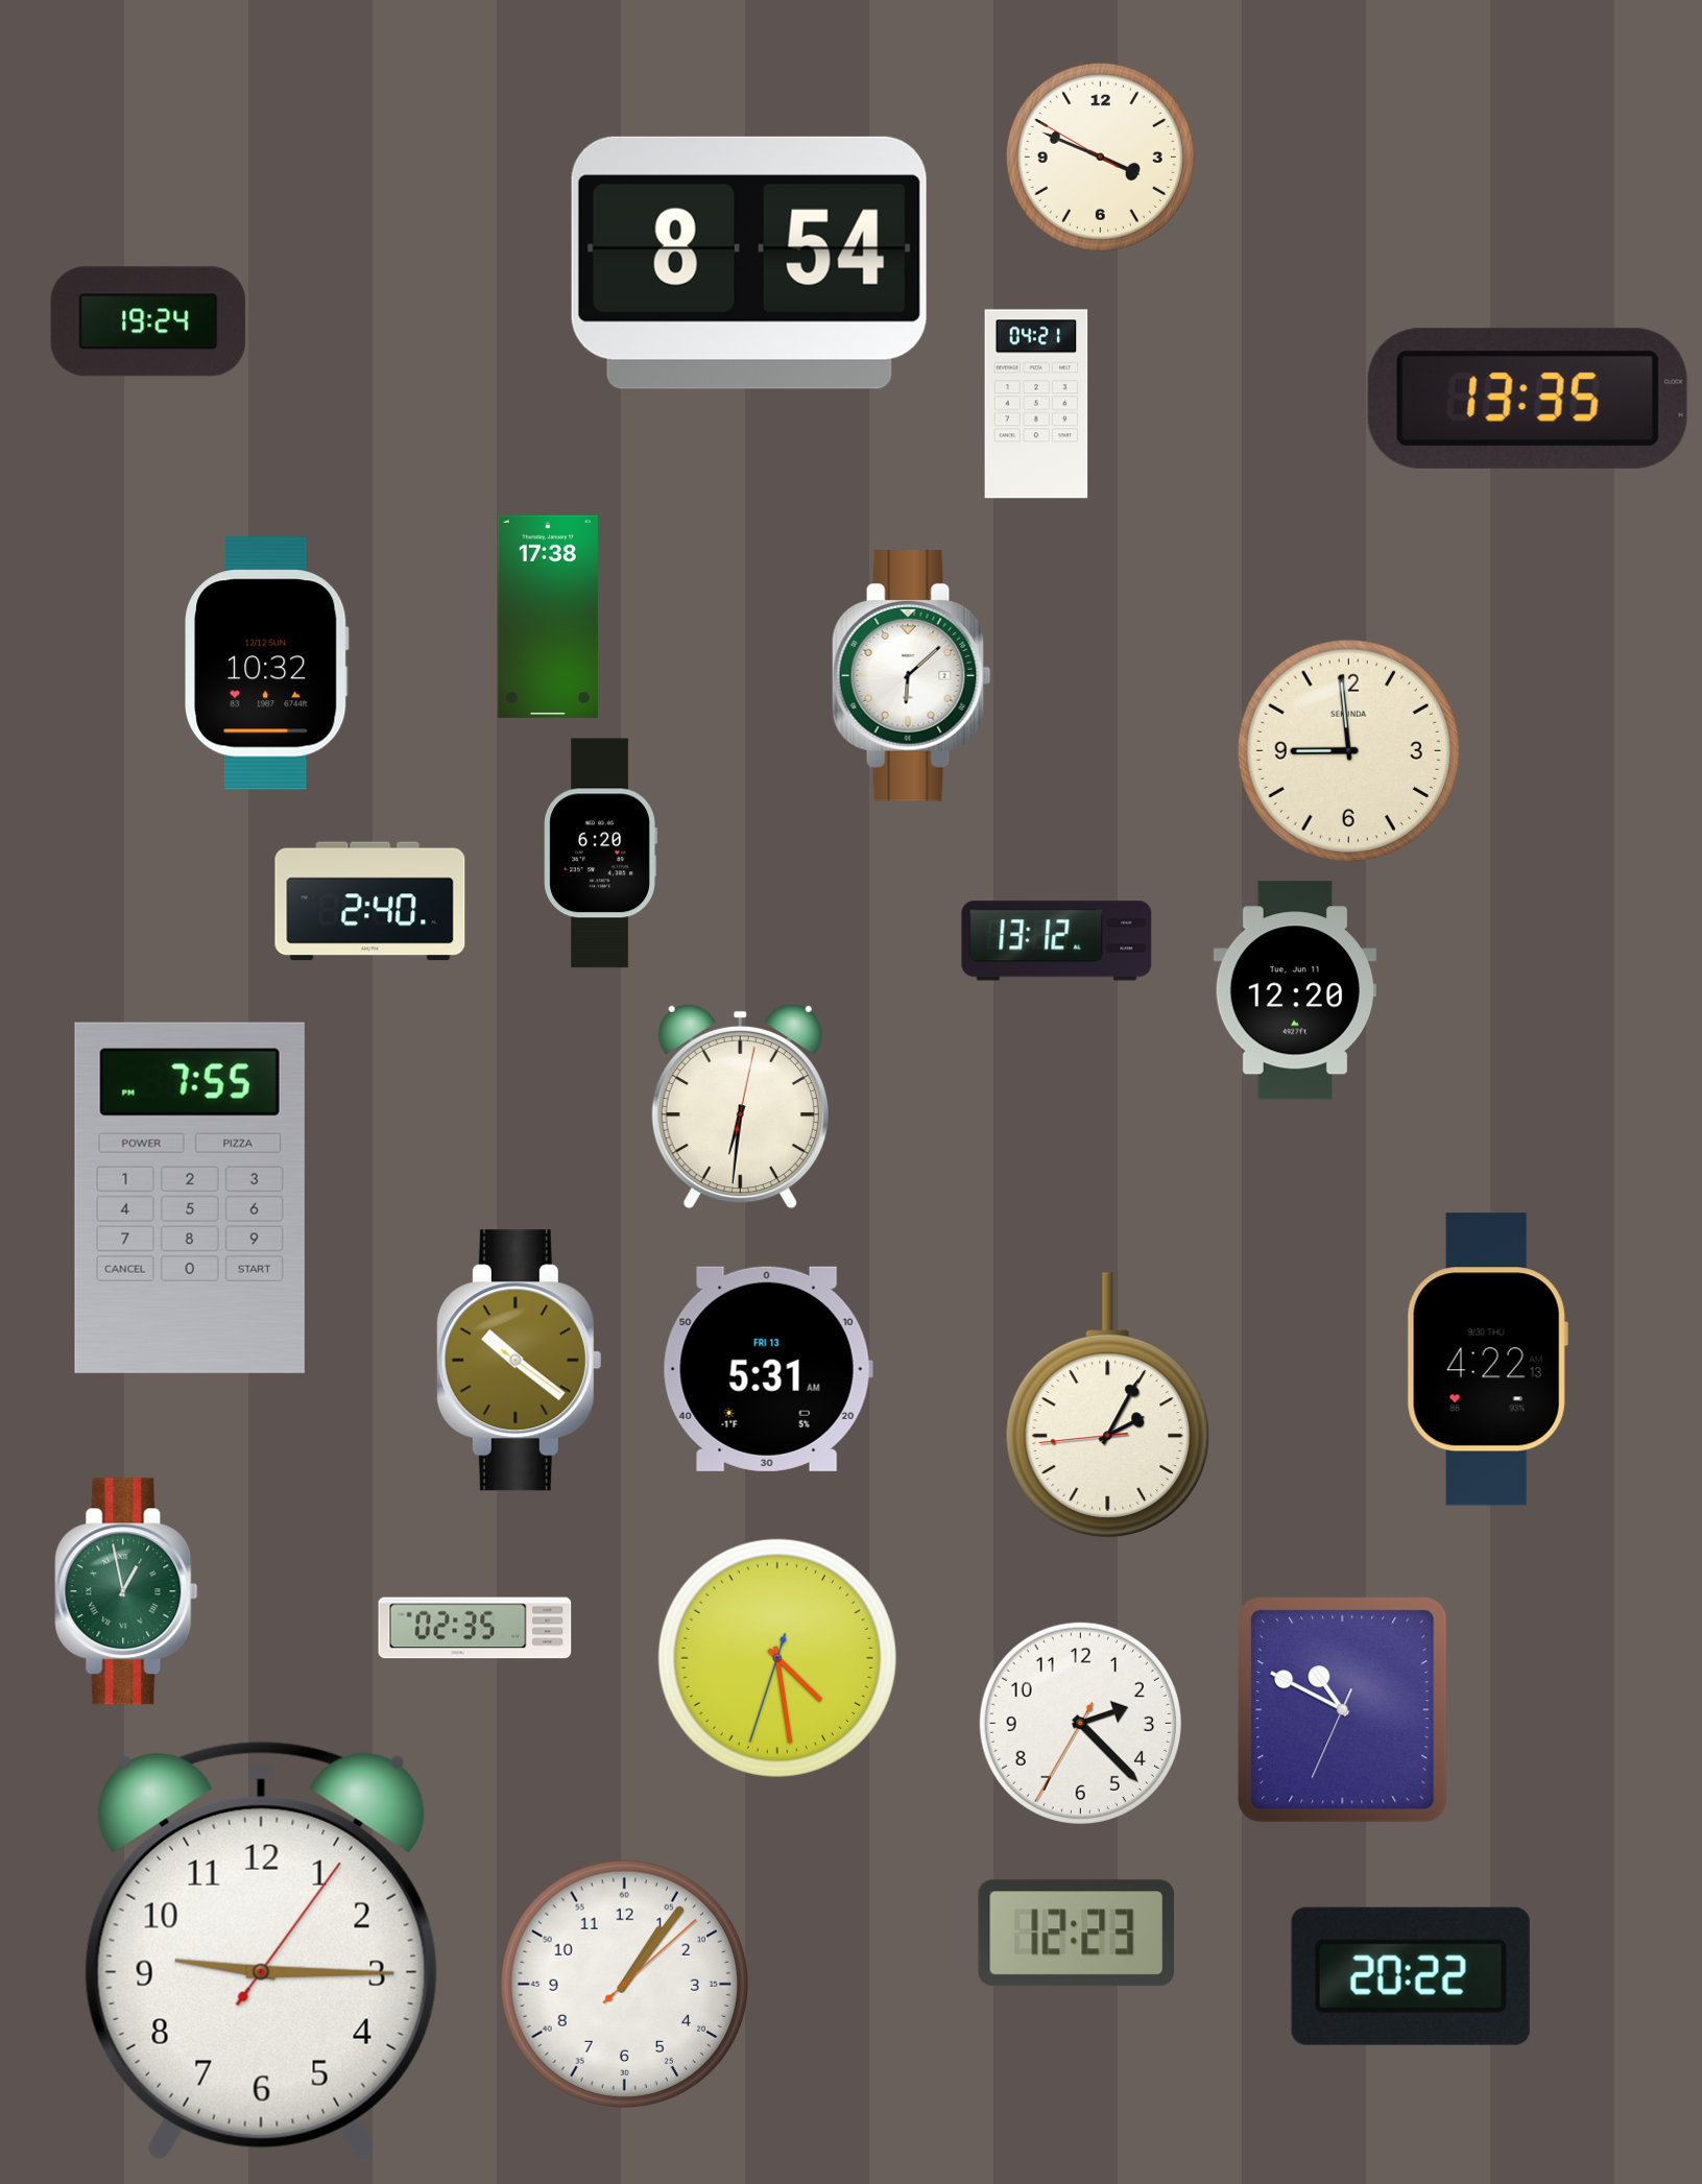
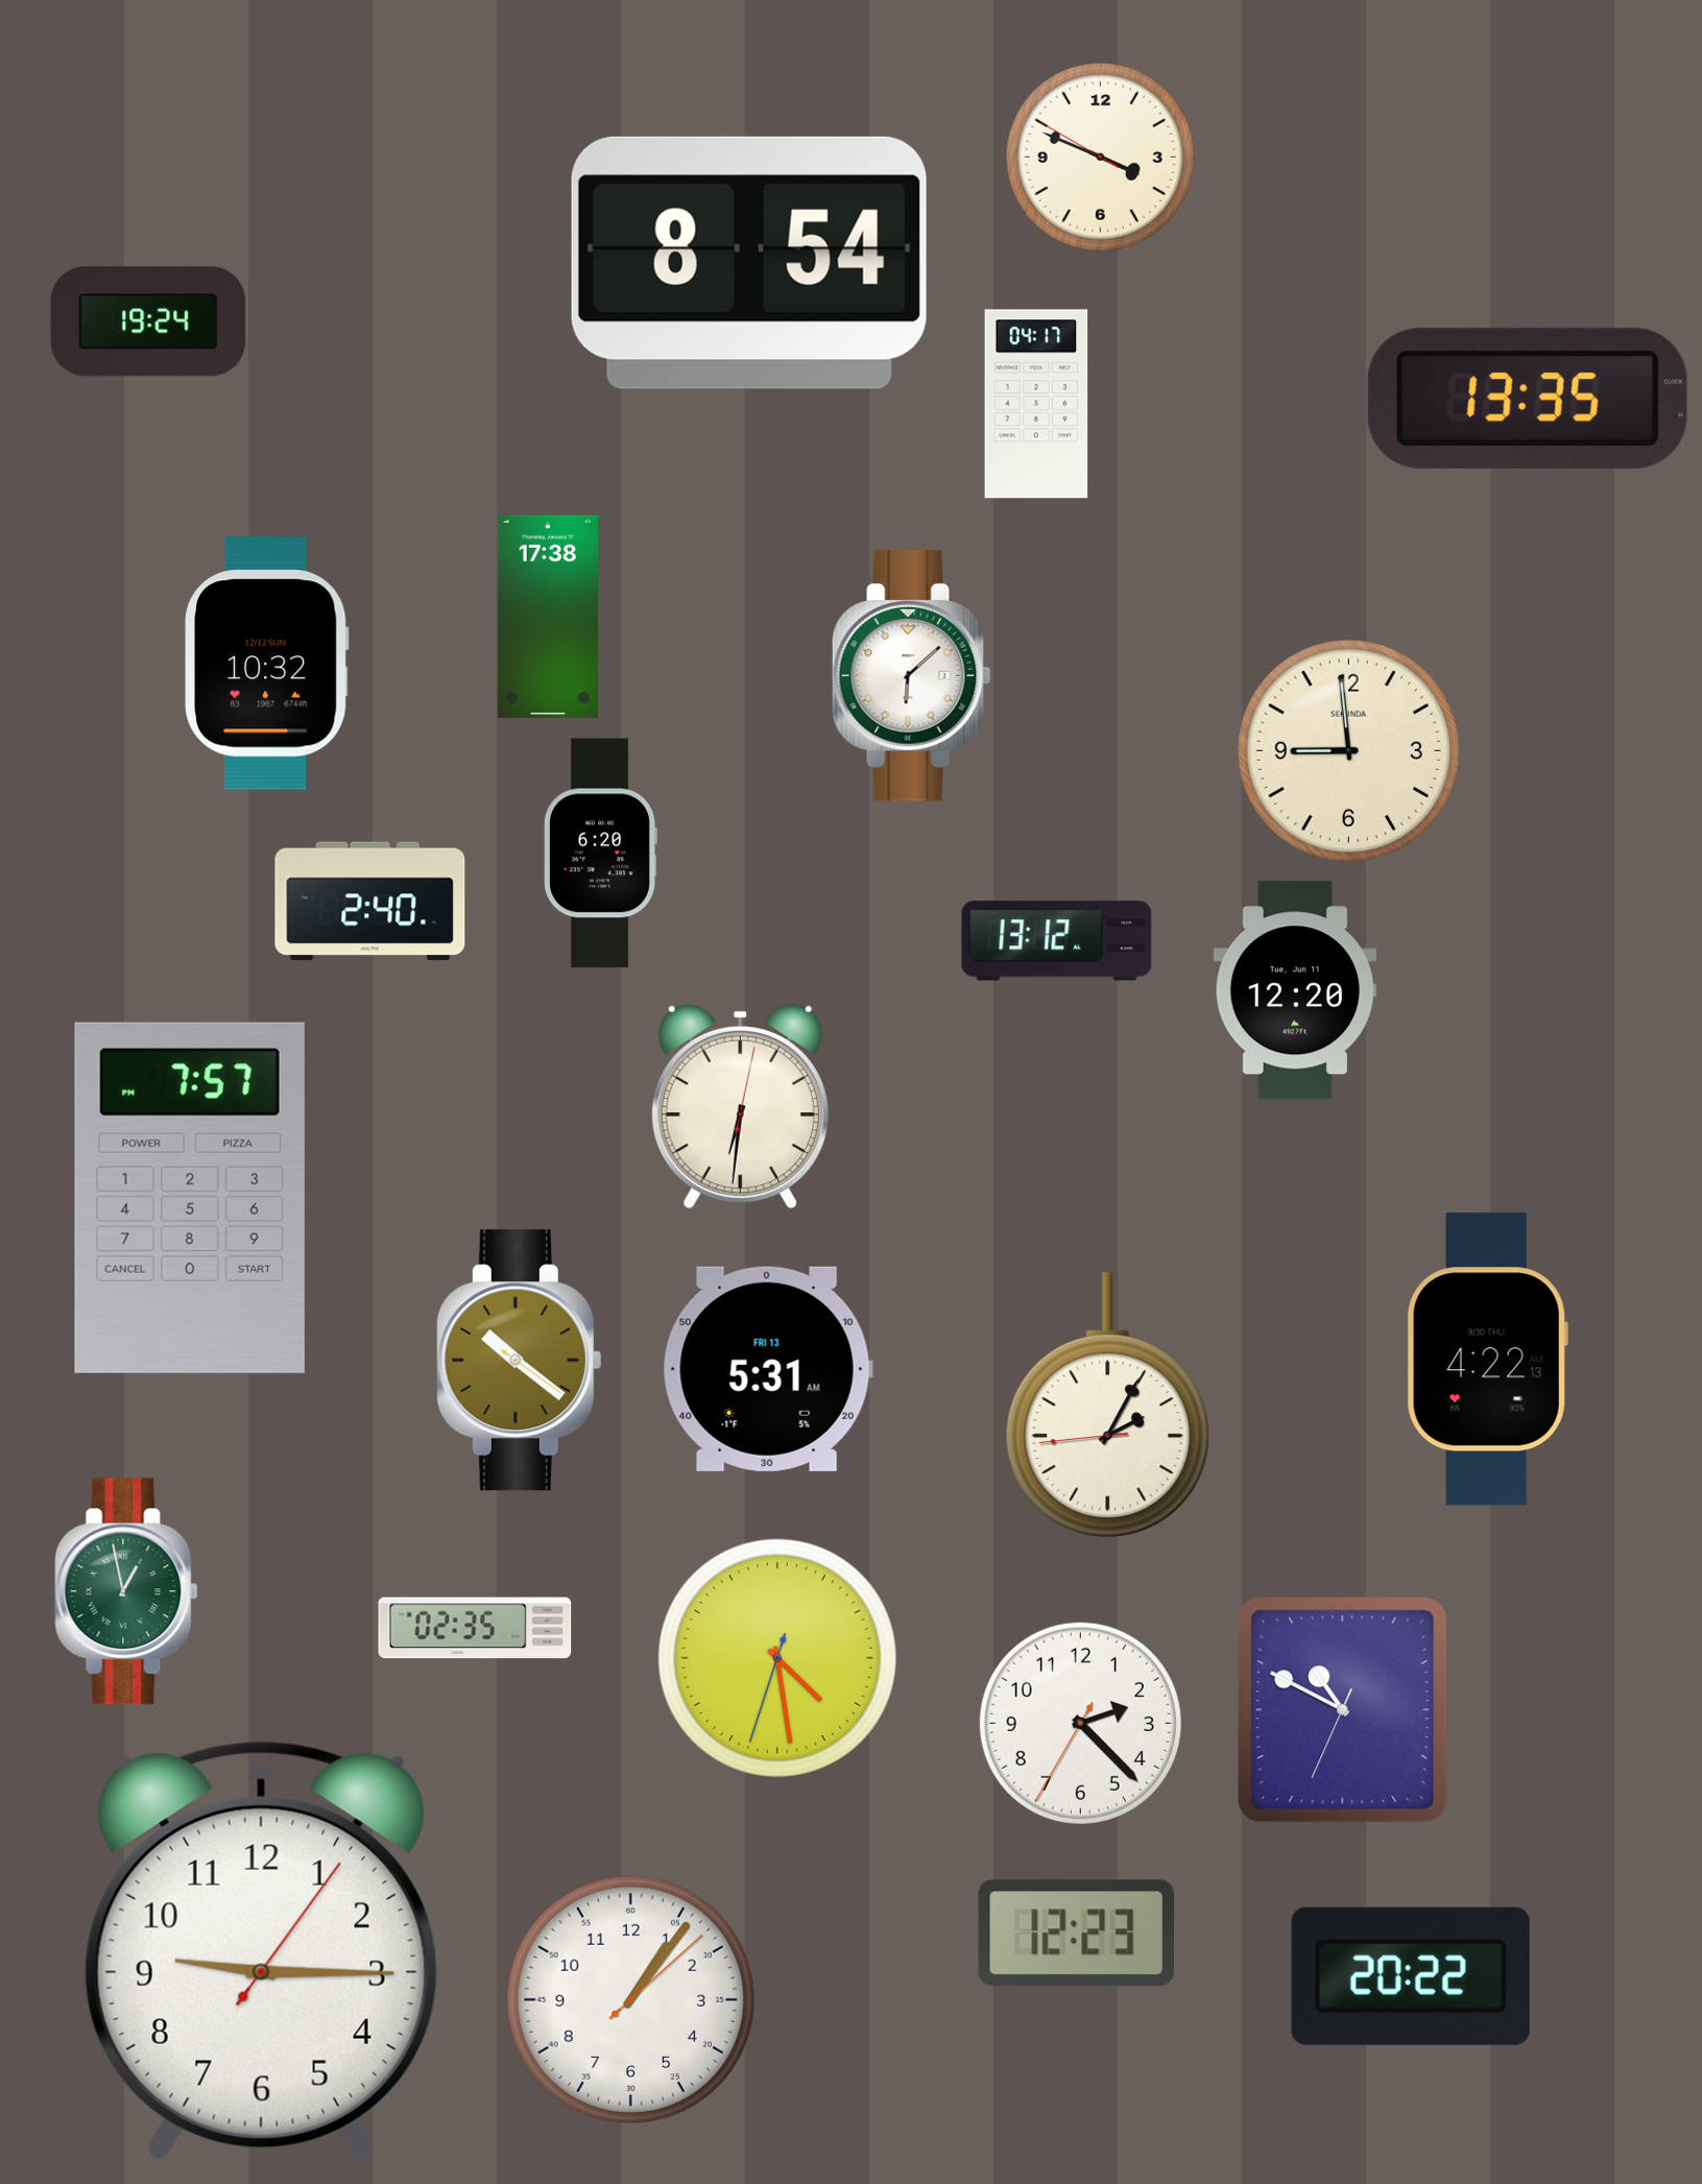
clock at (1036, 404): 04:21 -> 04:17
clock at (190, 1198): 7:55 -> 7:57
clock at (624, 1984) position: (624, 1984) -> (630, 1999)
